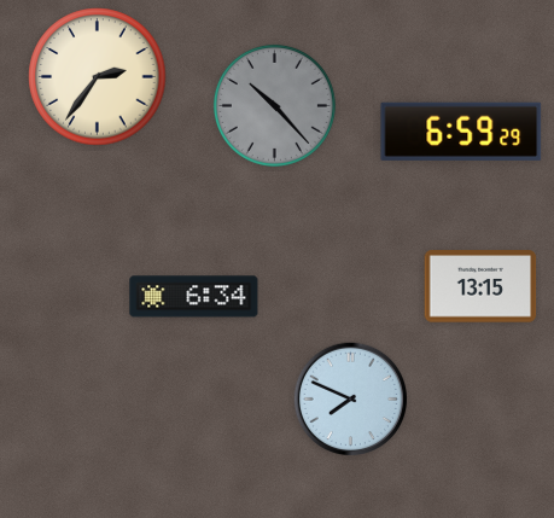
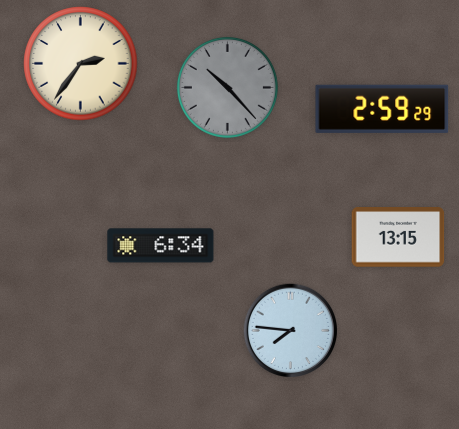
clock at (461, 132): 6:59 -> 2:59
clock at (351, 400): 7:49 -> 7:46
